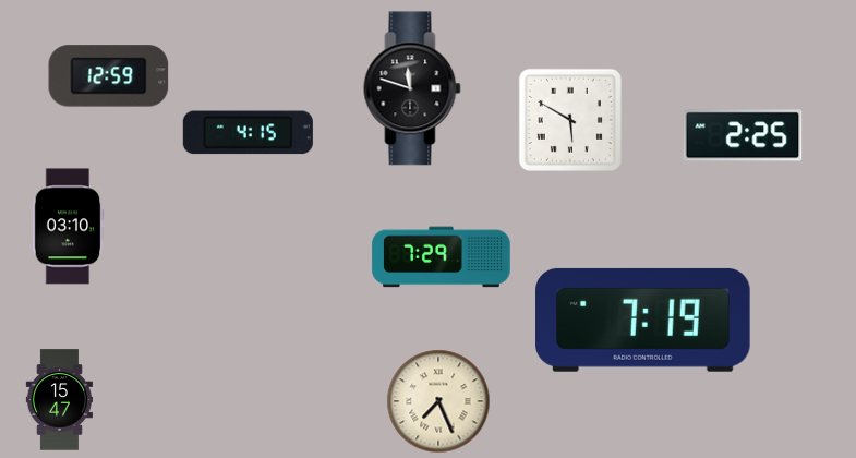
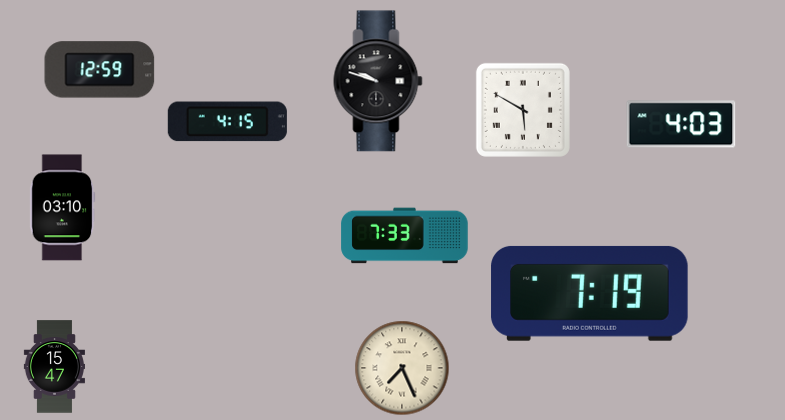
clock at (412, 88): 11:48 -> 9:48
clock at (743, 135): 2:25 -> 4:03
clock at (442, 257): 7:29 -> 7:33
